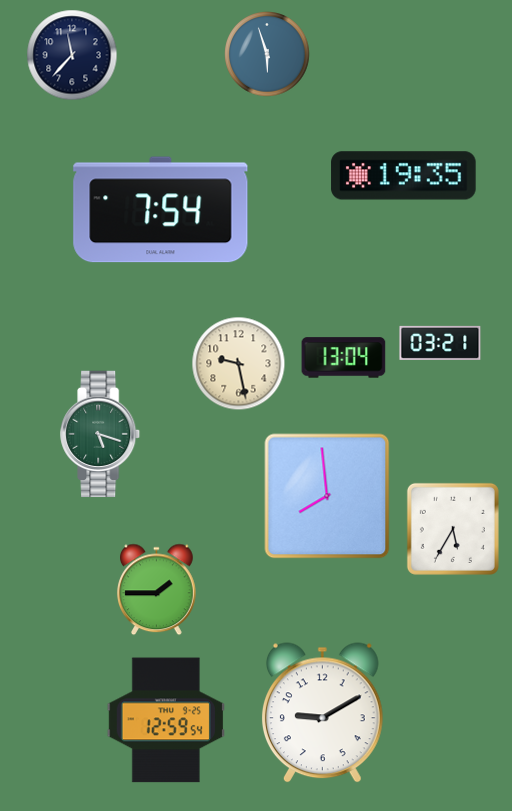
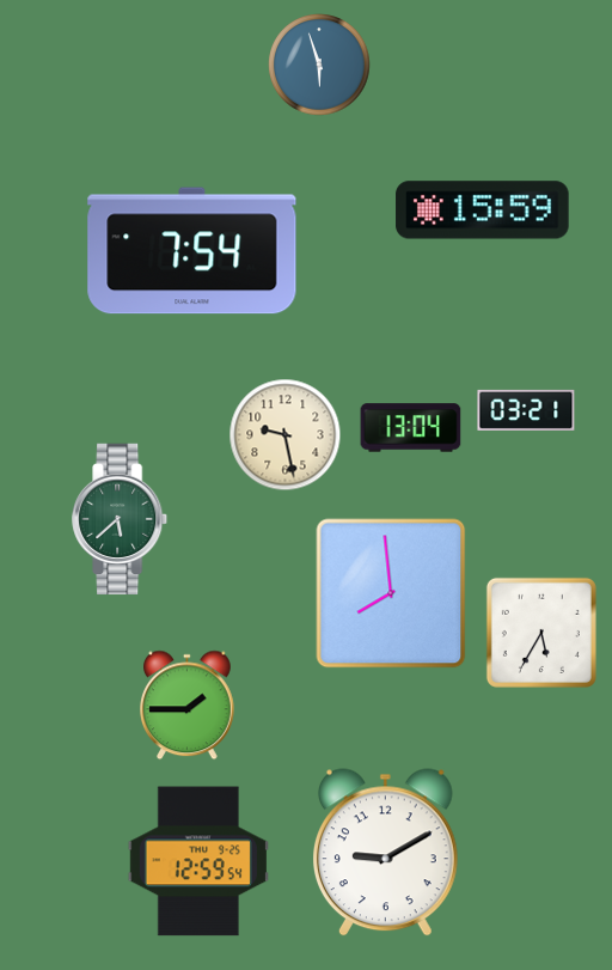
clock at (72, 55): 11:37 -> none
clock at (404, 176): 19:35 -> 15:59
clock at (101, 434): 5:18 -> 5:38
